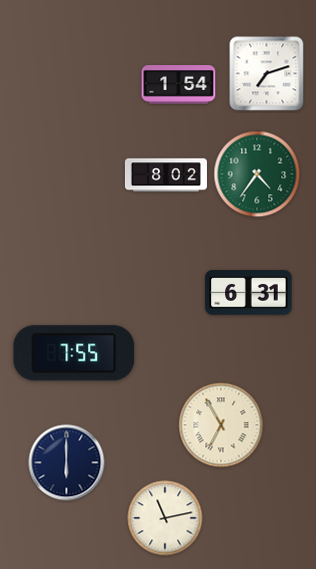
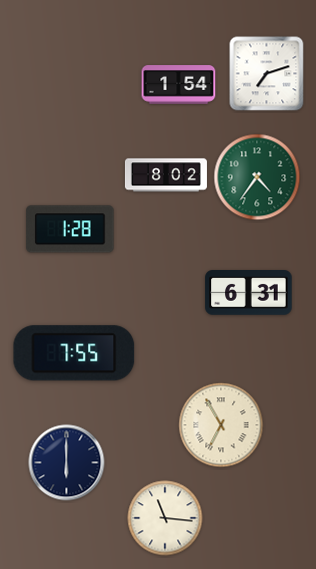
clock at (257, 174) position: (257, 174) -> (257, 177)
clock at (70, 229): none -> 1:28
clock at (165, 518): 11:13 -> 11:16
